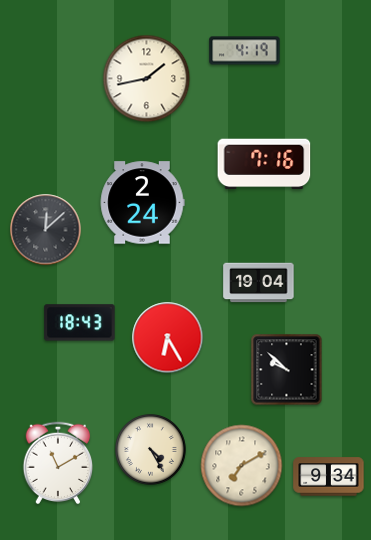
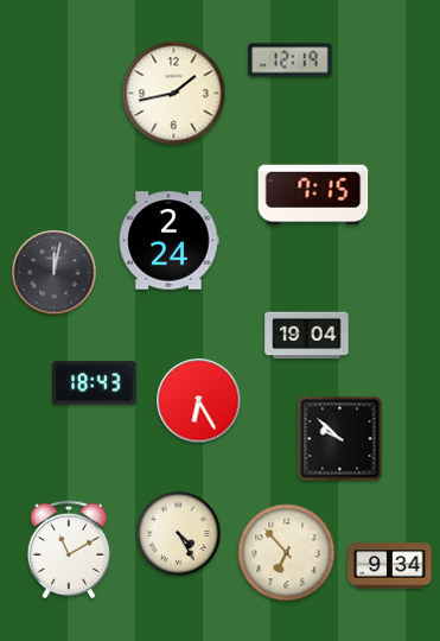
clock at (245, 51): 4:19 -> 12:19
clock at (264, 164): 7:16 -> 7:15
clock at (46, 230): 12:08 -> 12:02
clock at (242, 466): 7:10 -> 6:53
